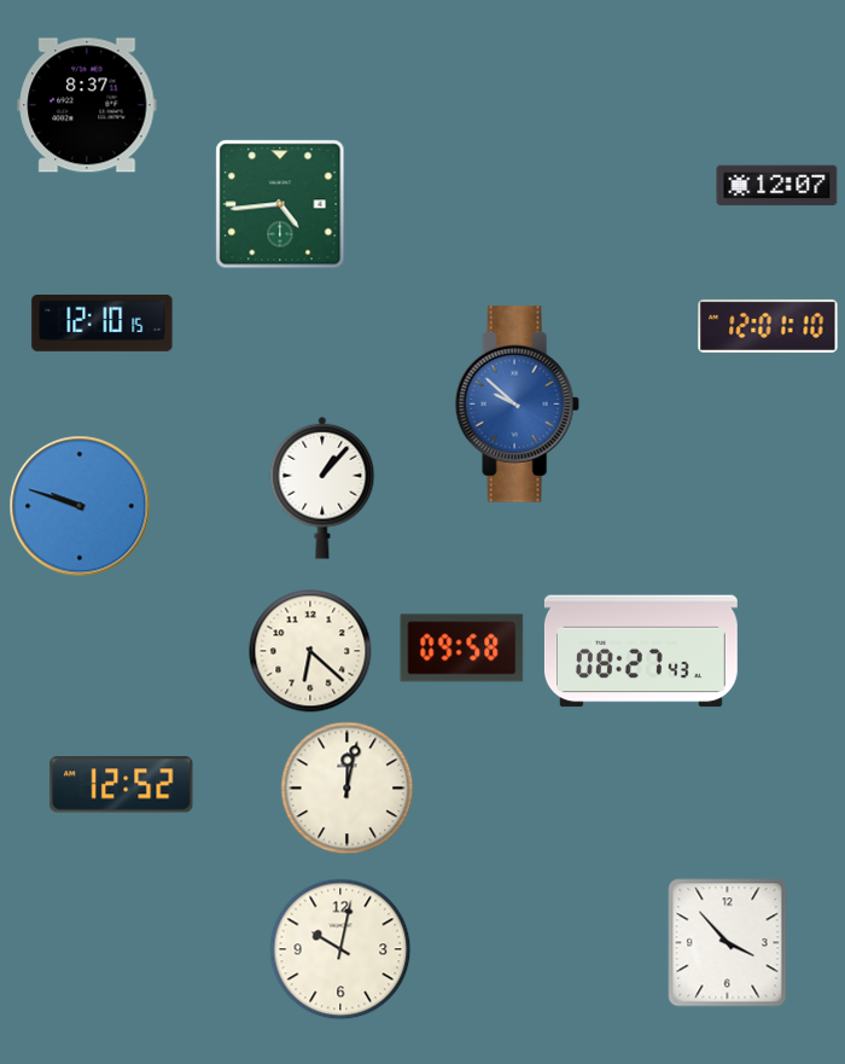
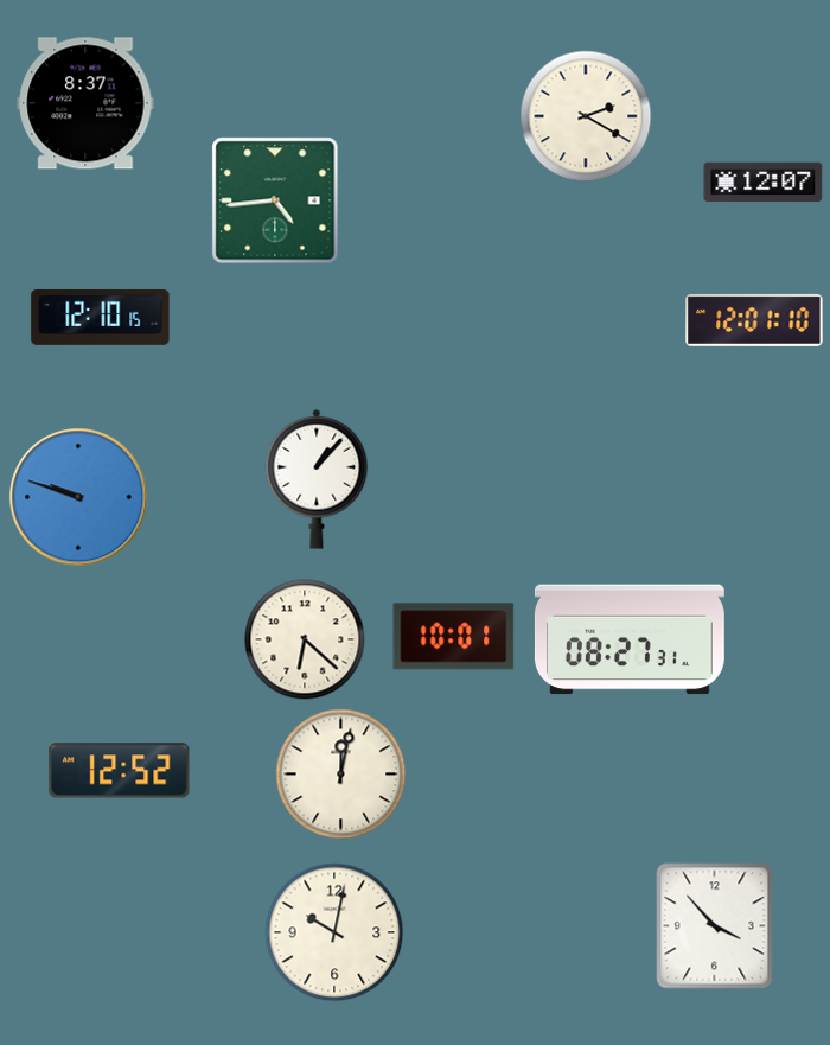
clock at (586, 116): none -> 2:20
clock at (517, 405): 9:52 -> none
clock at (462, 649): 09:58 -> 10:01
clock at (641, 651): 08:27:43 -> 08:27:31
